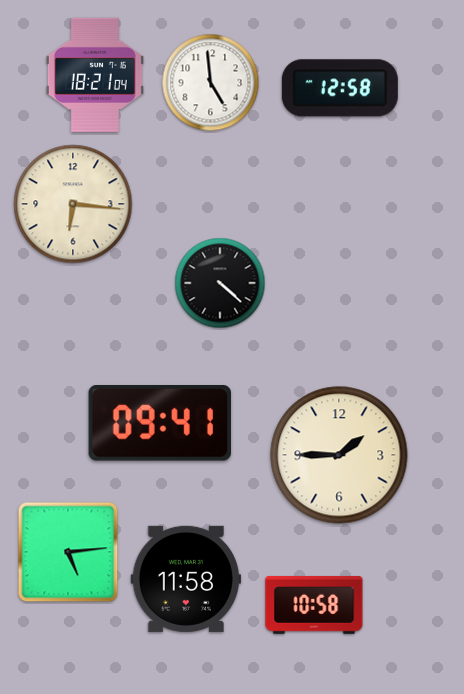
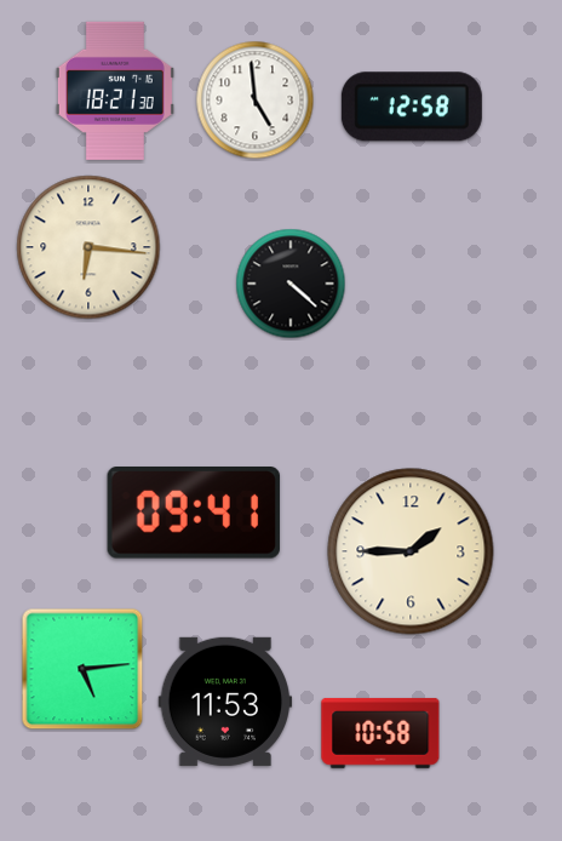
clock at (95, 75): 18:21:04 -> 18:21:30
clock at (220, 283) position: (220, 283) -> (291, 284)
clock at (186, 579): 11:58 -> 11:53
